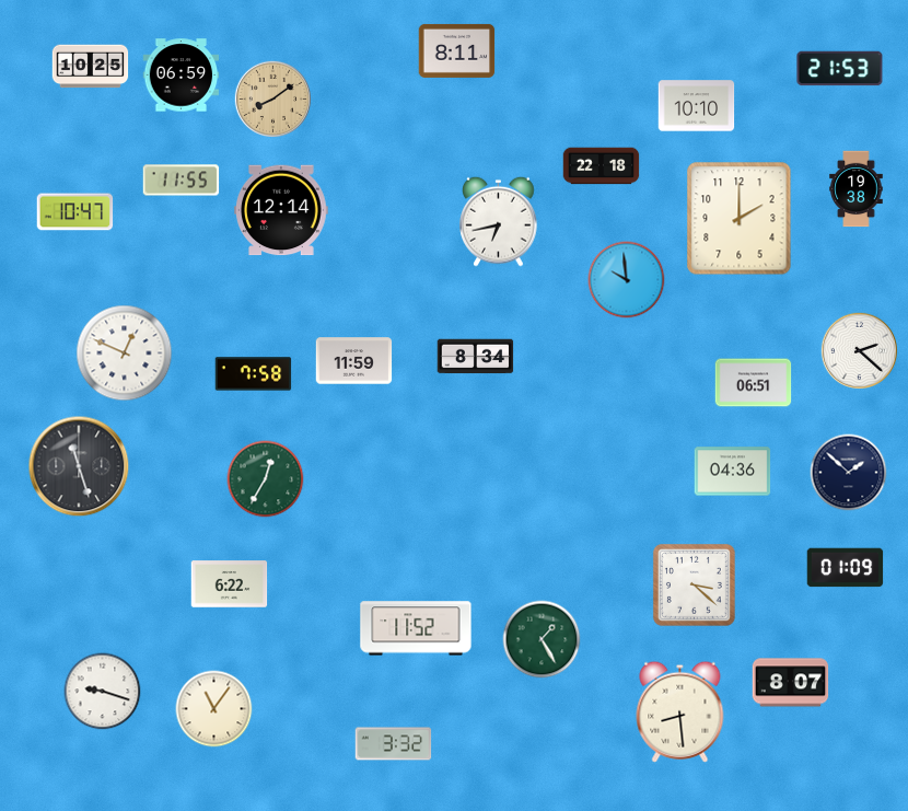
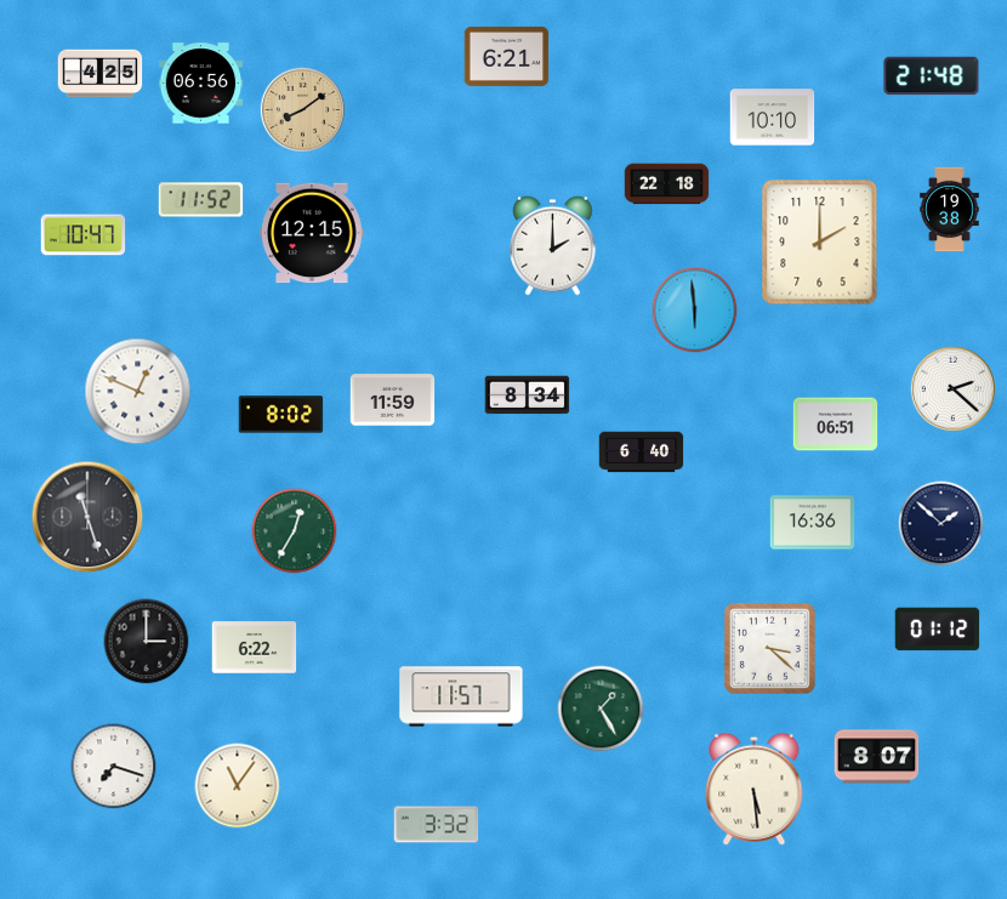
clock at (457, 50): 8:11 -> 6:21
clock at (91, 67): 10:25 -> 4:25
clock at (840, 69): 21:53 -> 21:48
clock at (182, 76): 06:59 -> 06:56
clock at (182, 181): 11:55 -> 11:52
clock at (282, 210): 12:14 -> 12:15
clock at (499, 221): 6:43 -> 2:00
clock at (627, 280): 9:59 -> 5:59
clock at (254, 374): 7:58 -> 8:02
clock at (642, 453): none -> 6:40
clock at (733, 472): 04:36 -> 16:36
clock at (846, 568): 01:09 -> 01:12
clock at (147, 642): none -> 3:00
clock at (416, 628): 11:52 -> 11:57
clock at (103, 692): 9:18 -> 7:18
clock at (680, 711): 8:29 -> 5:29
